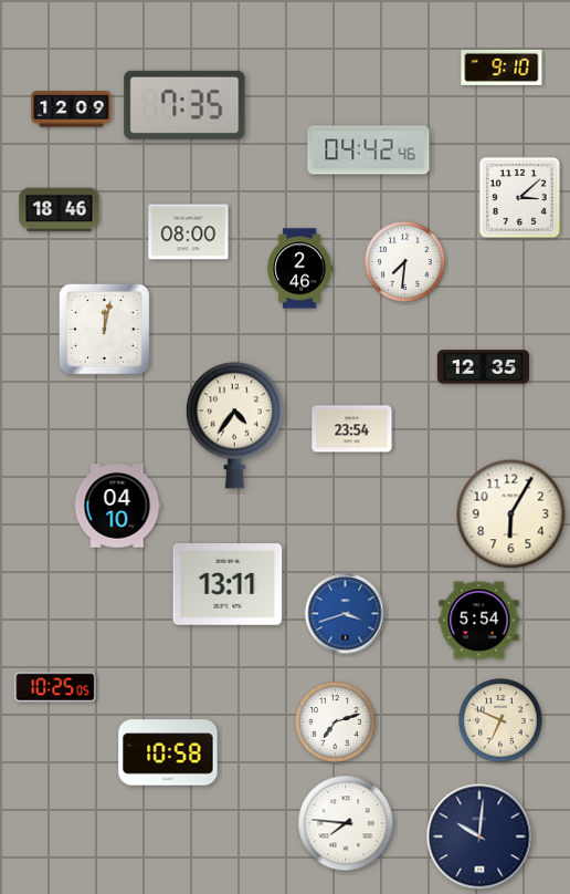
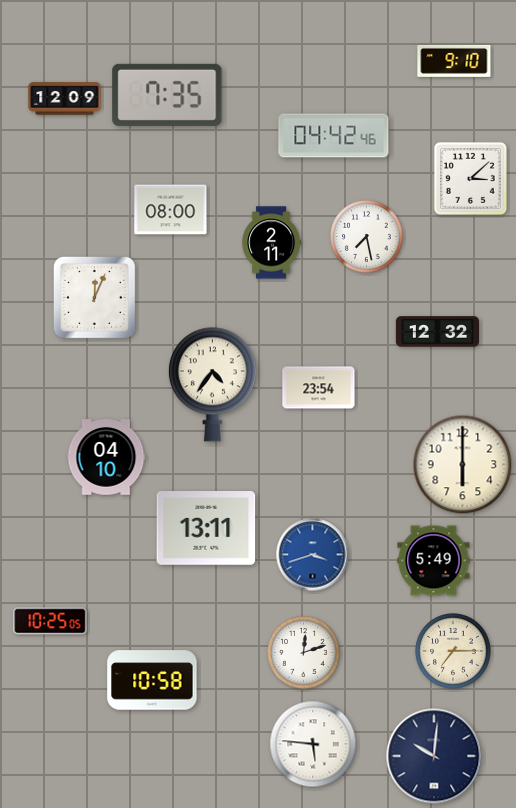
clock at (60, 210): 18:46 -> none
clock at (405, 262): 7:31 -> 7:28
clock at (300, 269): 2:46 -> 2:11
clock at (104, 329): 12:02 -> 12:04
clock at (483, 367): 12:35 -> 12:32
clock at (511, 514): 6:05 -> 6:00
clock at (479, 621): 5:54 -> 5:49
clock at (500, 720): 6:49 -> 7:15
clock at (336, 723): 7:12 -> 12:12
clock at (346, 823): 7:46 -> 5:46
